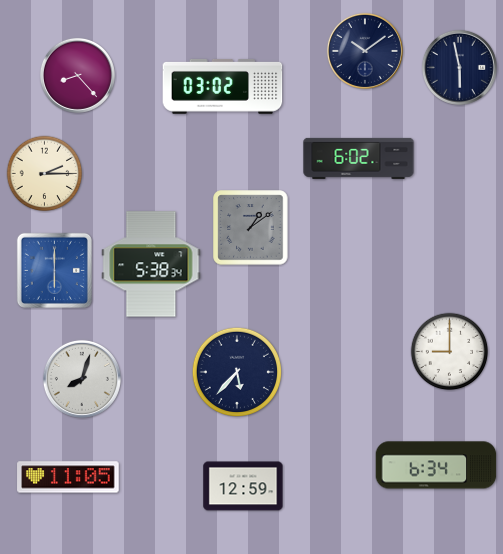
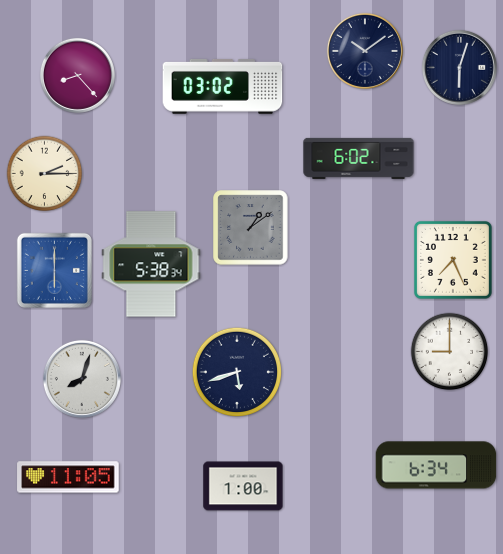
clock at (459, 67): 5:58 -> 6:03
clock at (453, 260): none -> 7:26
clock at (236, 371): 5:37 -> 5:42
clock at (243, 486): 12:59 -> 1:00
